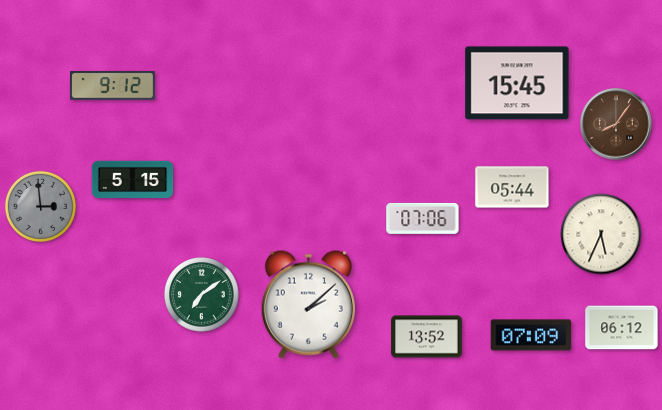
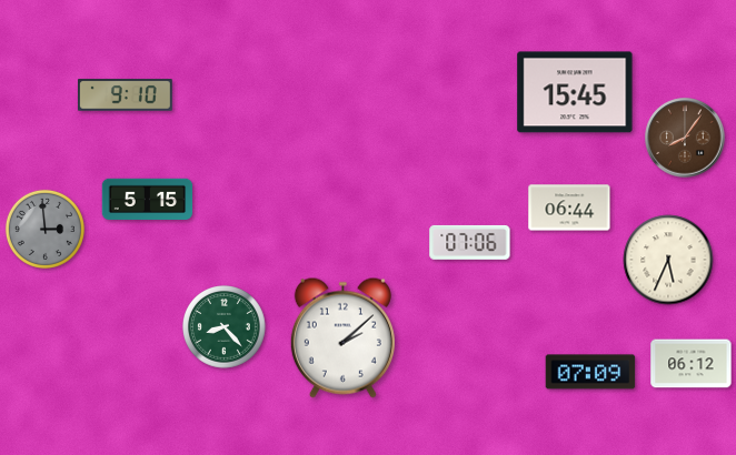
clock at (113, 86): 9:12 -> 9:10
clock at (512, 187): 05:44 -> 06:44
clock at (202, 295): 7:09 -> 8:23
clock at (427, 337): 13:52 -> none
